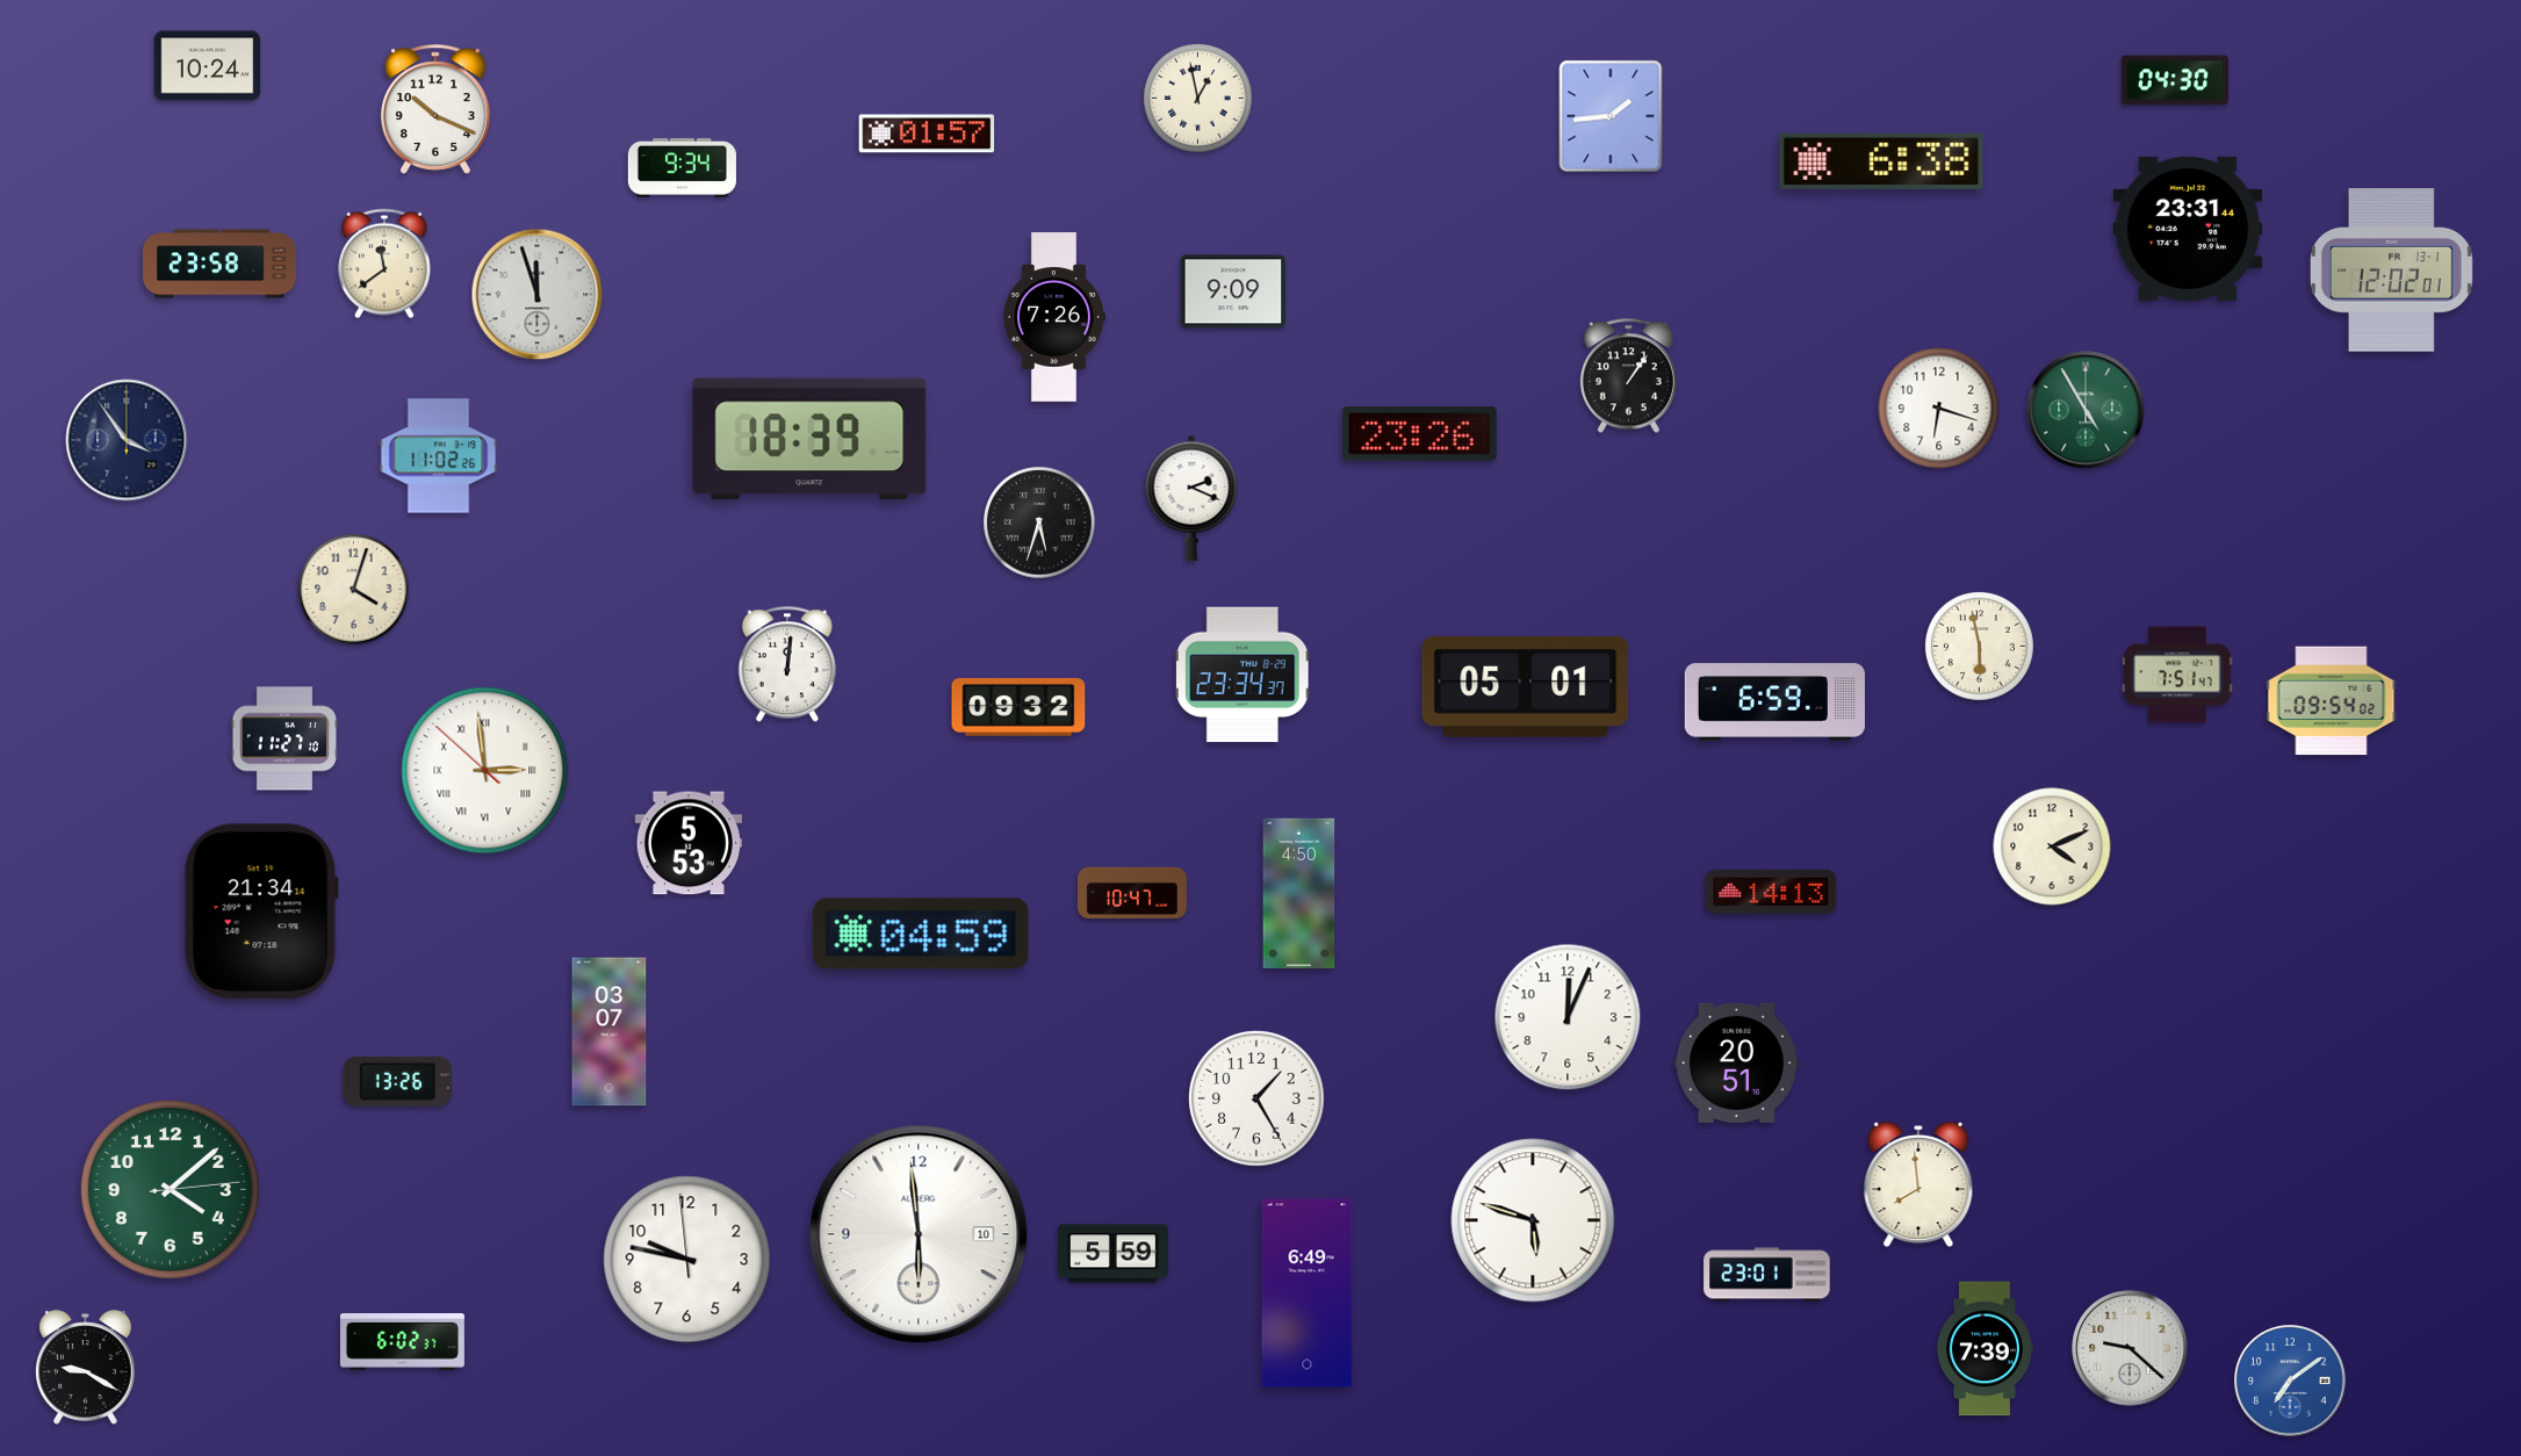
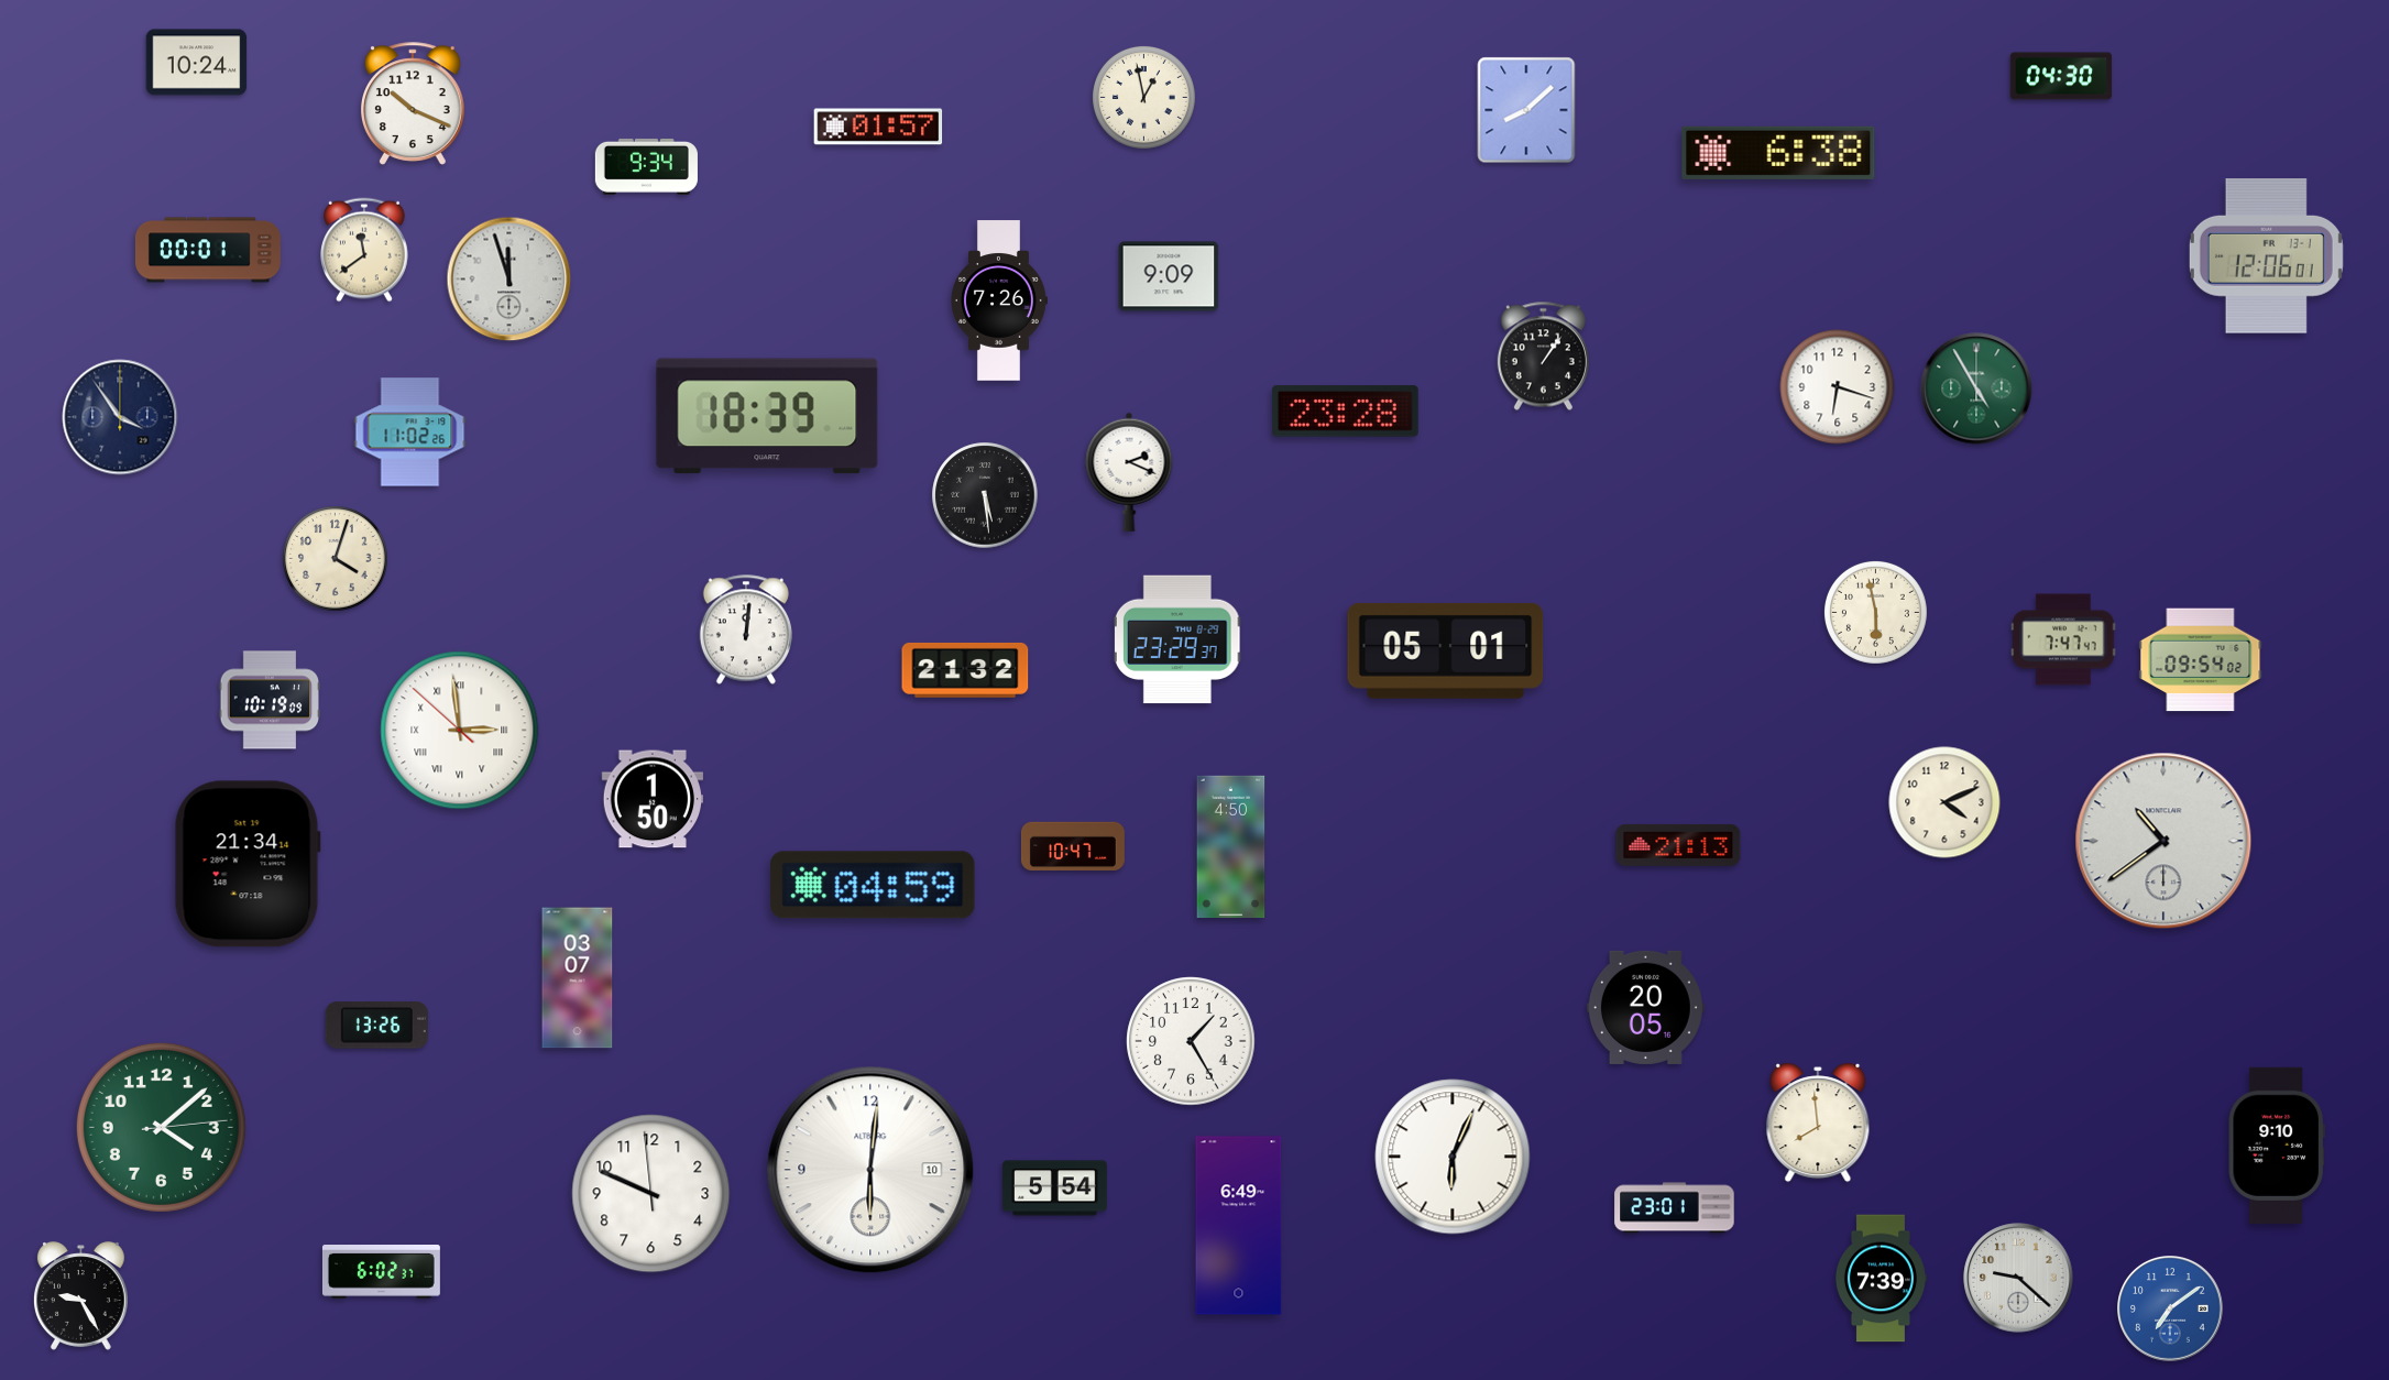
clock at (1197, 98) position: (1197, 98) -> (1143, 97)
clock at (1611, 116): 1:44 -> 8:08
clock at (1881, 161) position: (1881, 161) -> (1778, 153)
clock at (682, 167) position: (682, 167) -> (646, 166)
clock at (2188, 229): 23:31 -> none
clock at (219, 264): 23:58 -> 00:01
clock at (2391, 271): 12:02 -> 12:06
clock at (1419, 434): 23:26 -> 23:28
clock at (439, 456) position: (439, 456) -> (410, 432)
clock at (1039, 522): 5:33 -> 5:29
clock at (1243, 675): 23:34 -> 23:29
clock at (2177, 675): 7:51 -> 7:47
clock at (2332, 701) position: (2332, 701) -> (2201, 660)
clock at (1774, 702): 6:59 -> none
clock at (1018, 707): 09:32 -> 21:32
clock at (283, 738): 11:27 -> 10:19
clock at (687, 843): 5:53 -> 1:50
clock at (2163, 841): none -> 10:39
clock at (1771, 892): 14:13 -> 21:13
clock at (1568, 1017): 12:04 -> none
clock at (1736, 1062): 20:51 -> 20:05
clock at (2277, 1146): none -> 9:10
clock at (1533, 1220): 5:48 -> 6:04
clock at (919, 1234): 5:59 -> 6:01
clock at (1114, 1254): 5:59 -> 5:54
clock at (687, 1260): 9:46 -> 9:48
clock at (86, 1368): 9:20 -> 9:25
